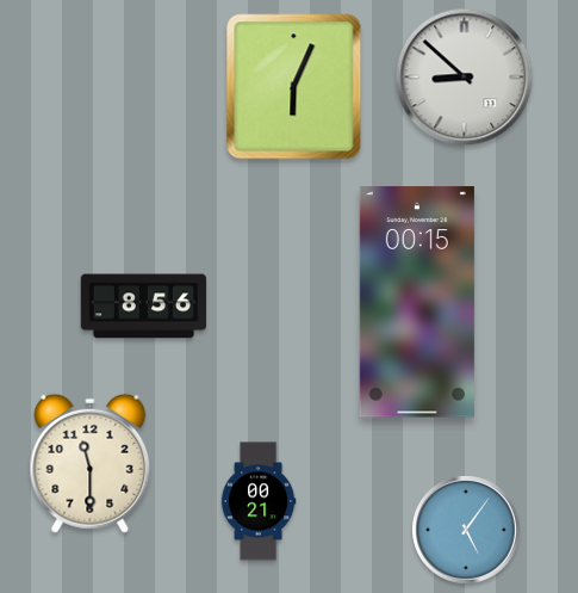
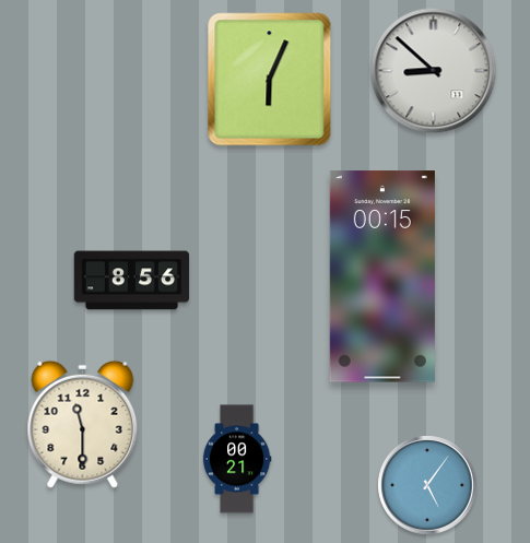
clock at (465, 78) position: (465, 78) -> (434, 71)
